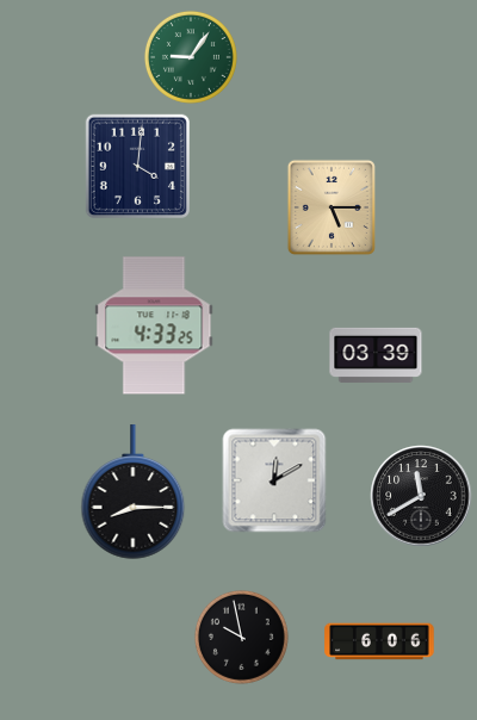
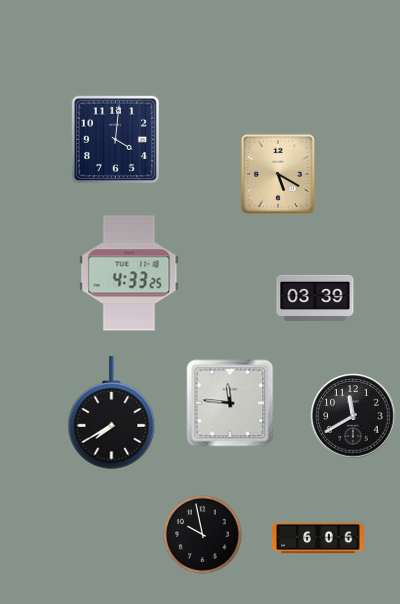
clock at (191, 57): 9:06 -> none
clock at (332, 207): 5:15 -> 5:20
clock at (274, 480): 12:10 -> 11:46
clock at (134, 492): 8:15 -> 7:40
